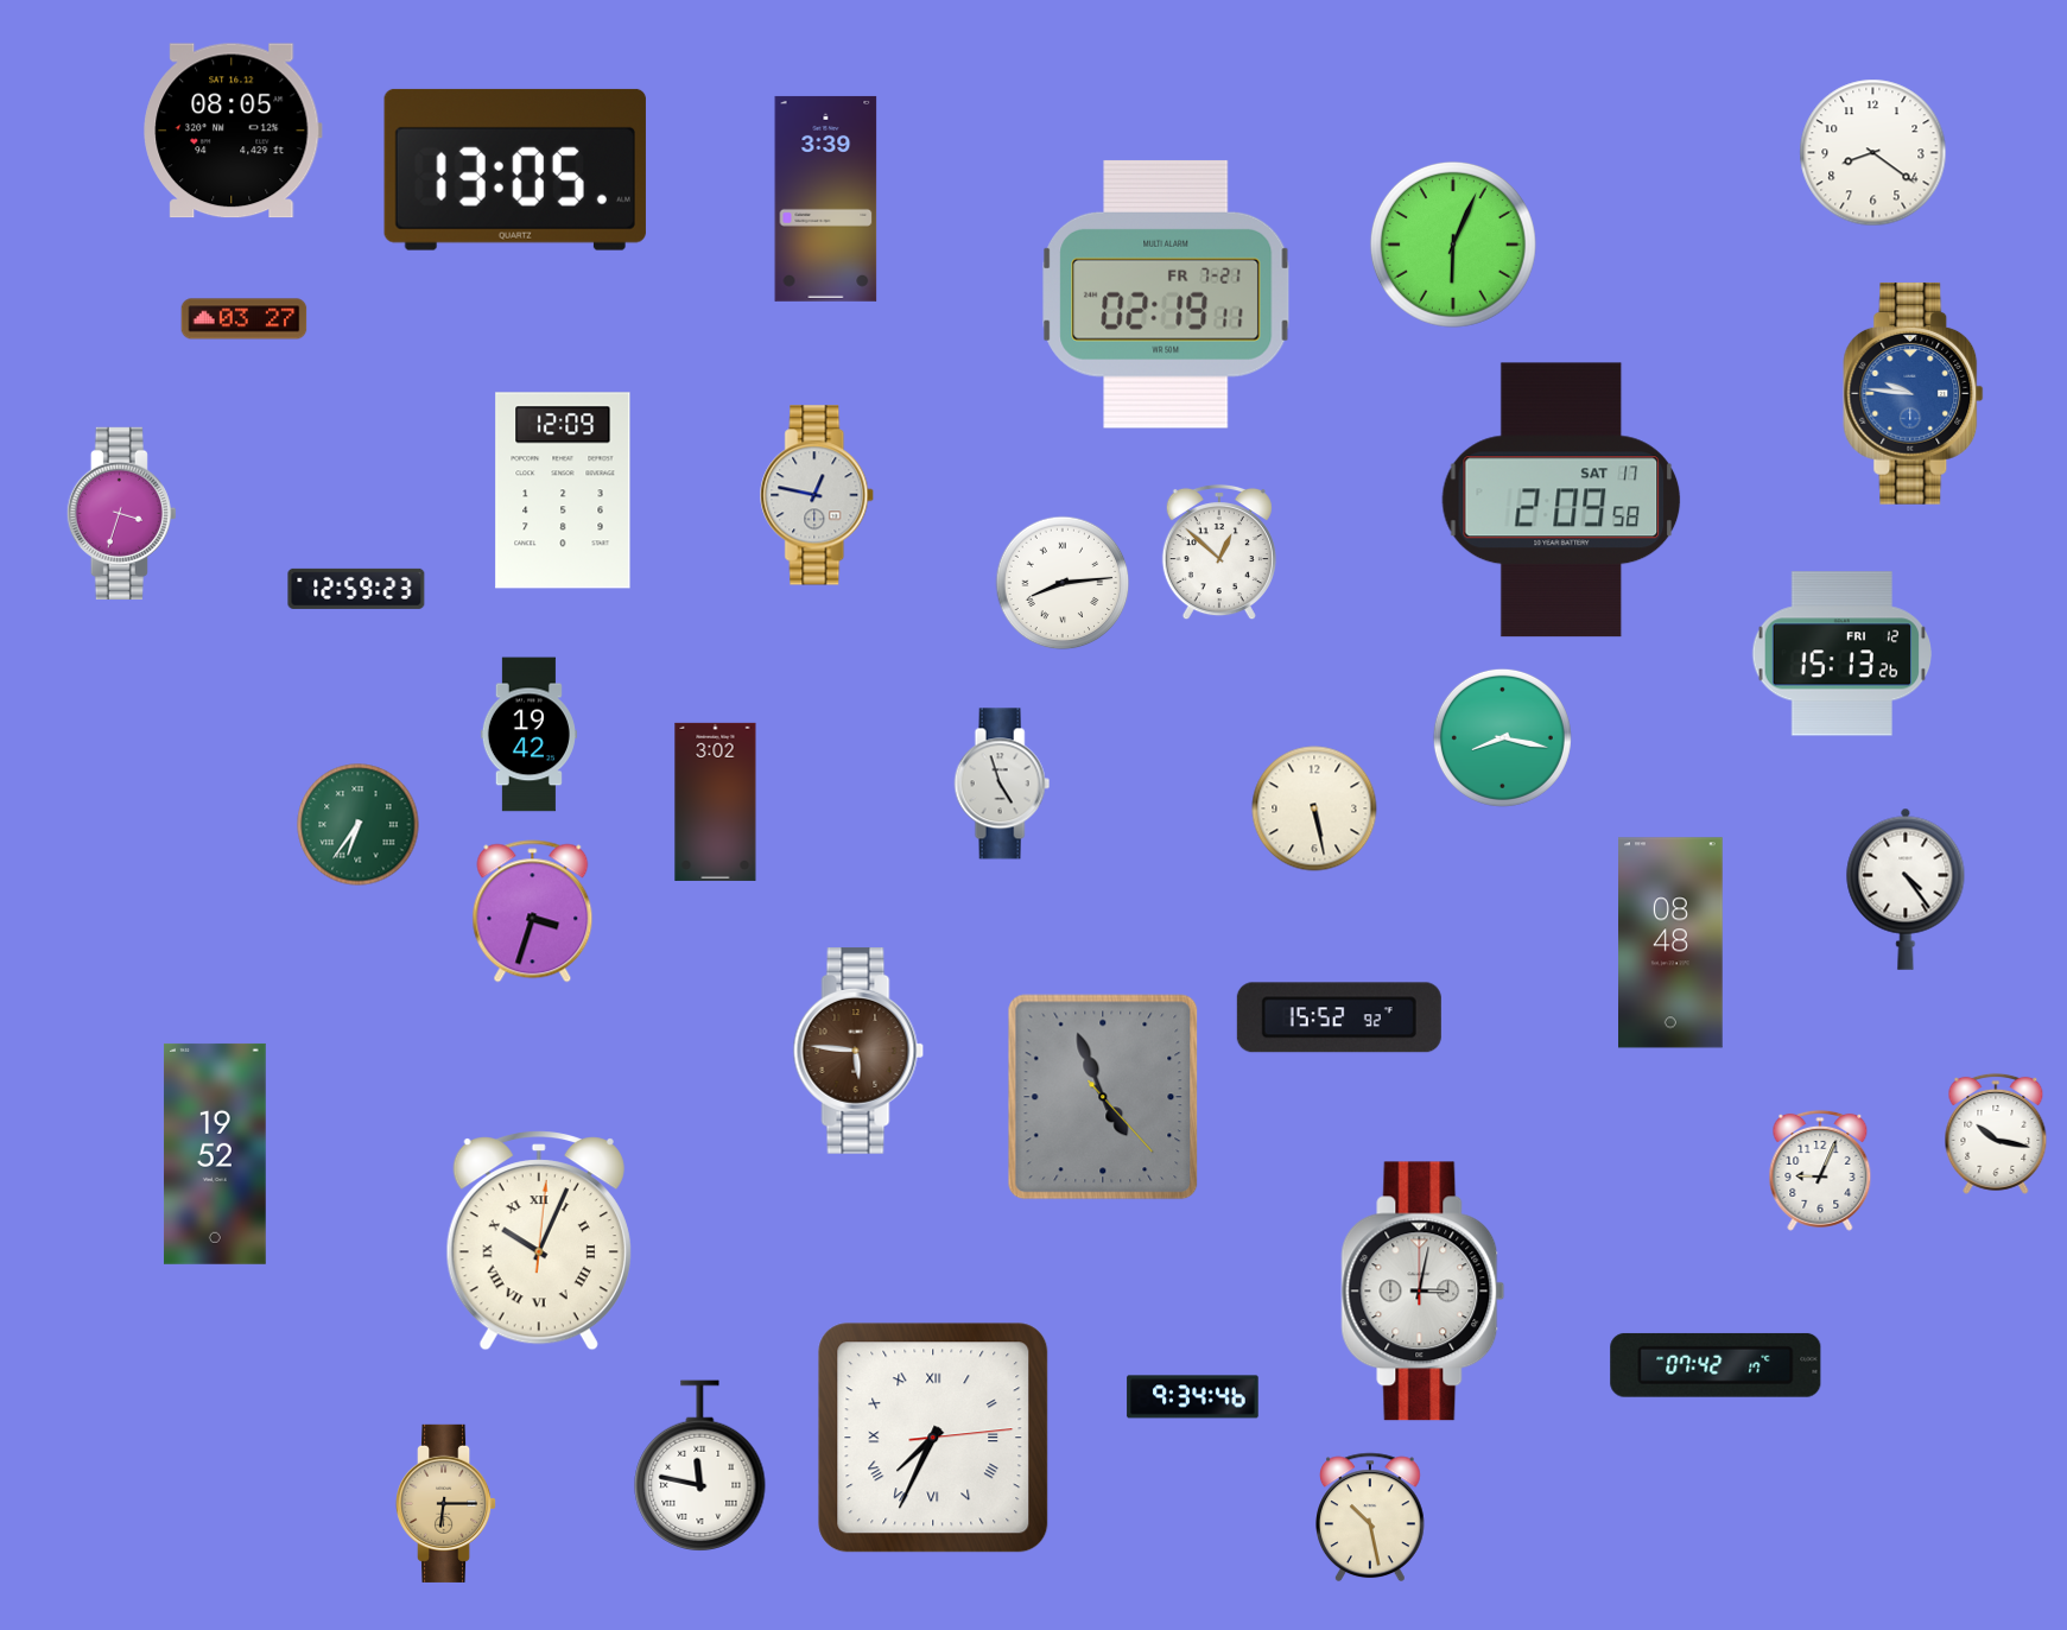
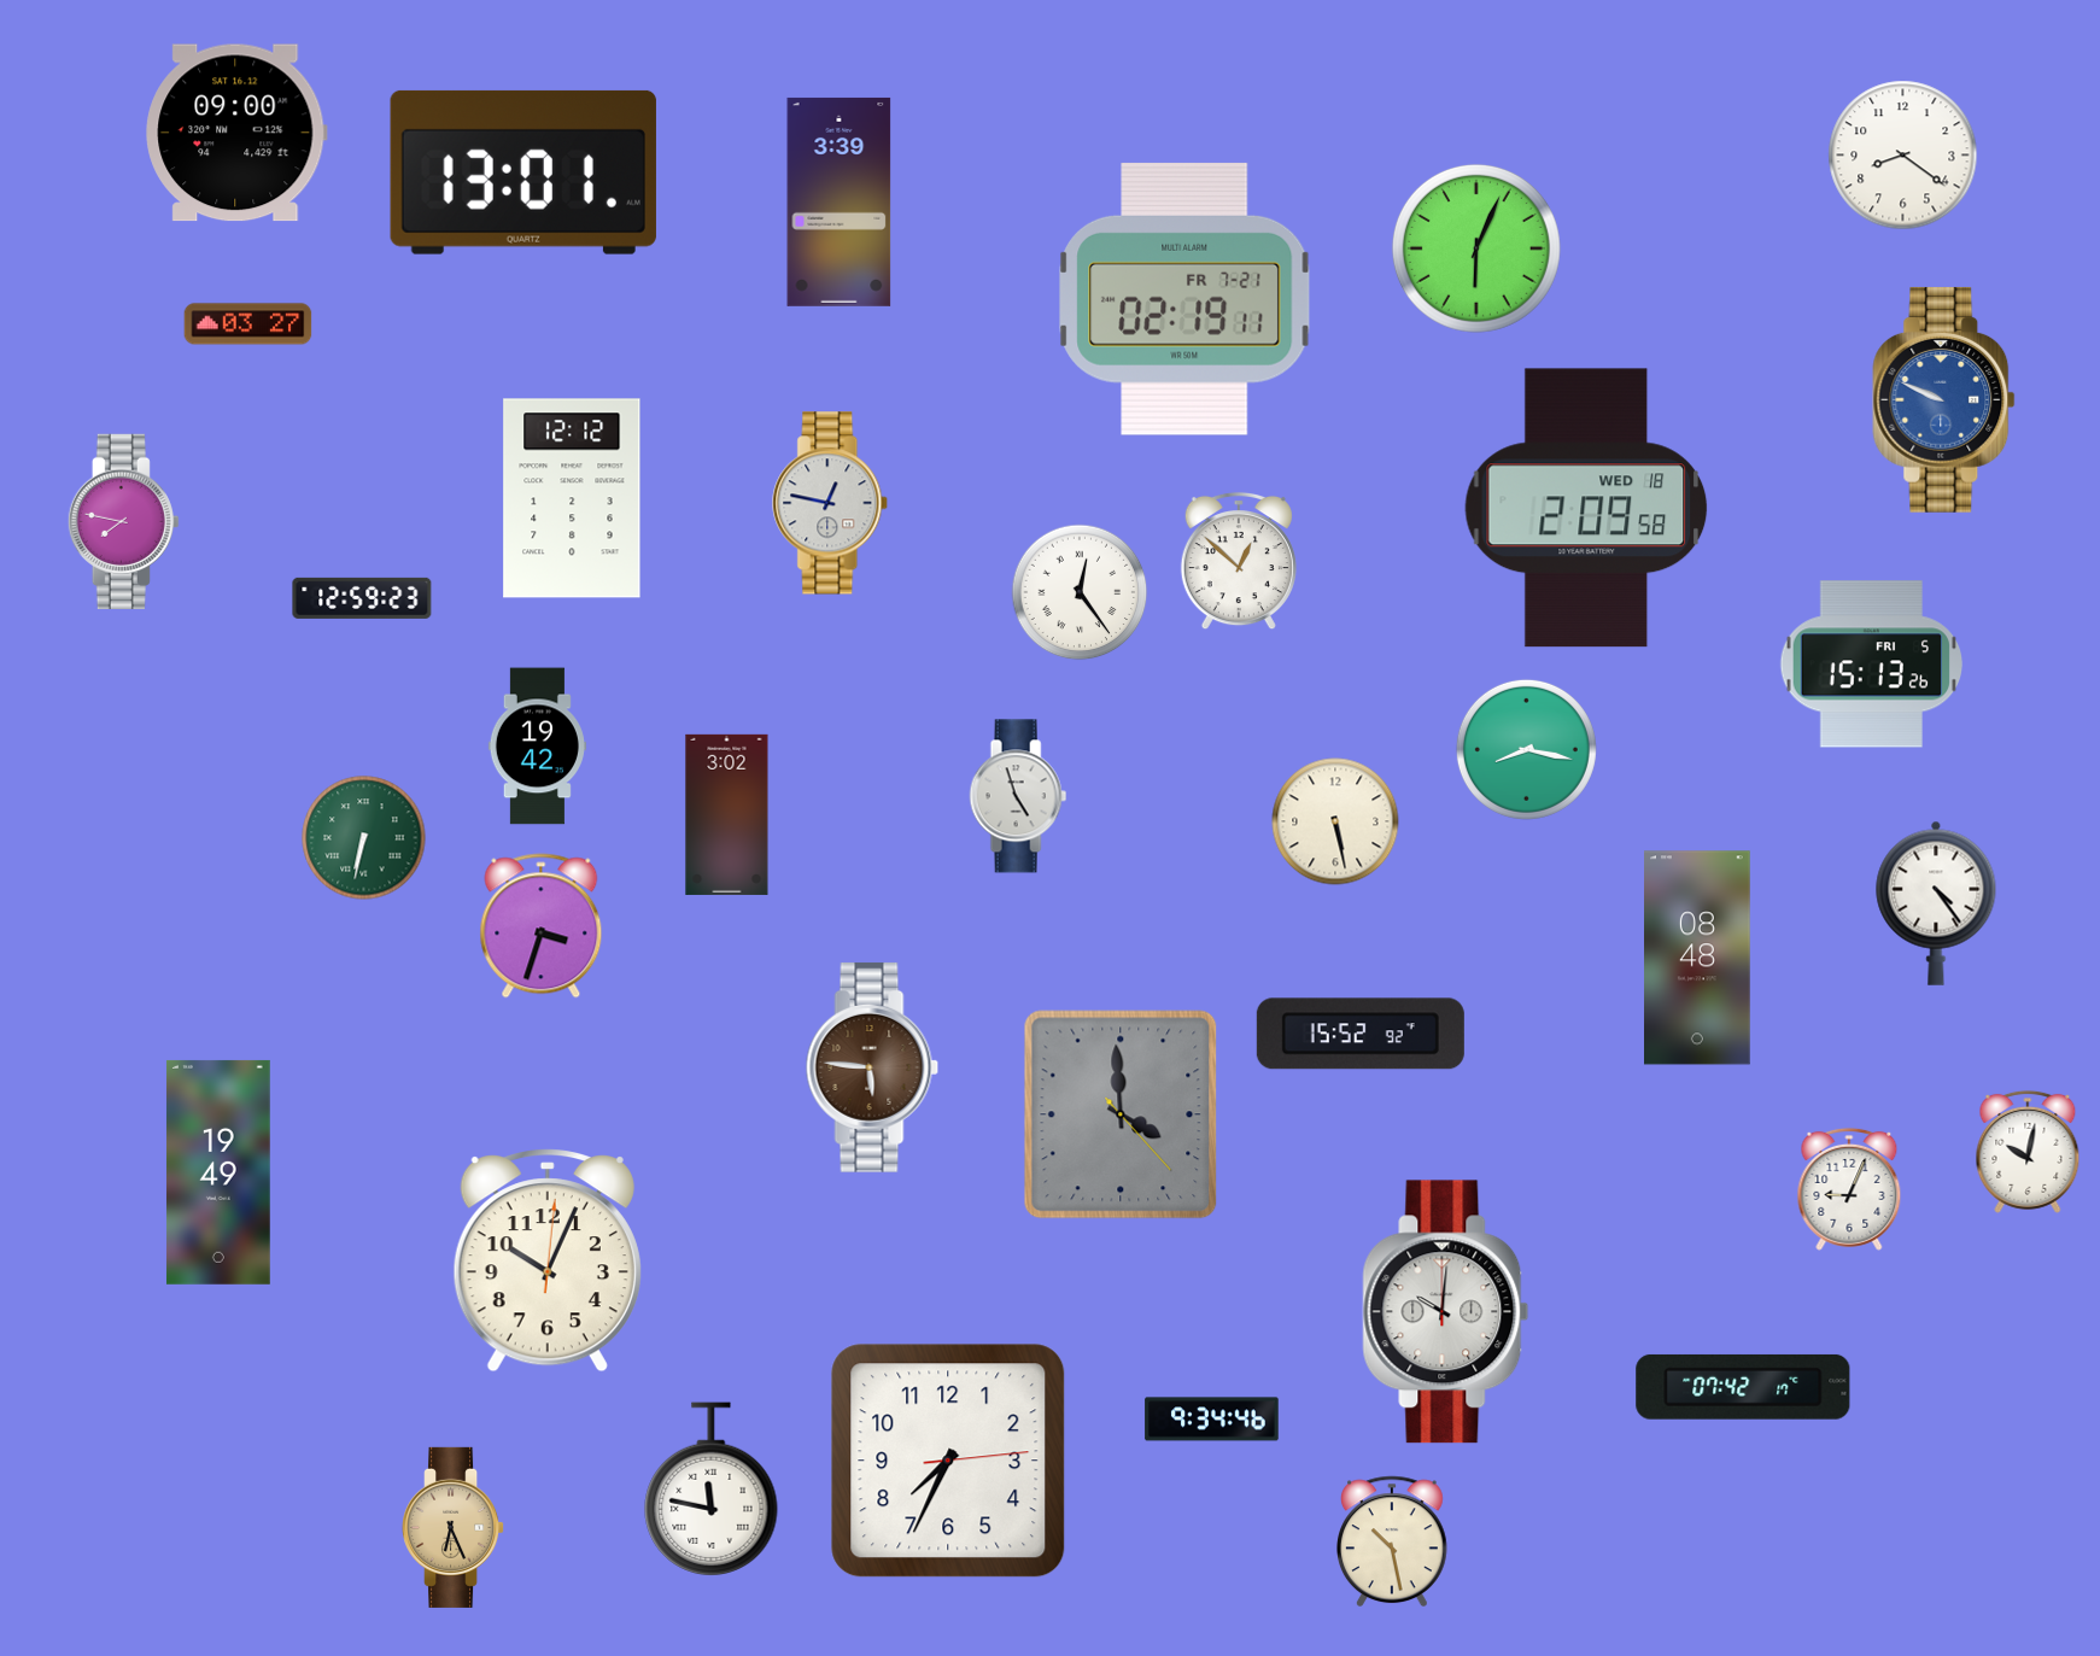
clock at (233, 131): 08:05 -> 09:00
clock at (515, 170): 13:05 -> 13:01
clock at (1914, 393): 9:46 -> 9:49
clock at (563, 490): 12:09 -> 12:12
clock at (1561, 500) date: SAT 17 -> WED 18
clock at (121, 513): 3:33 -> 7:47
clock at (1063, 583): 8:14 -> 12:24
clock at (1841, 654) date: FRI 12 -> FRI 5
clock at (359, 825): 6:36 -> 6:32
clock at (1103, 1097): 4:56 -> 3:59
clock at (1996, 1134): 10:17 -> 10:02
clock at (215, 1154): 19:52 -> 19:49
clock at (539, 1241) numerals: Roman -> Arabic
clock at (1424, 1292): 3:02 -> 10:01
clock at (933, 1438) numerals: Roman -> Arabic
clock at (446, 1503): 6:15 -> 6:26
